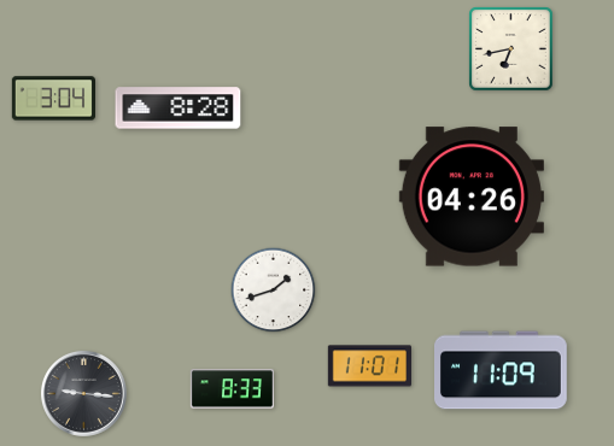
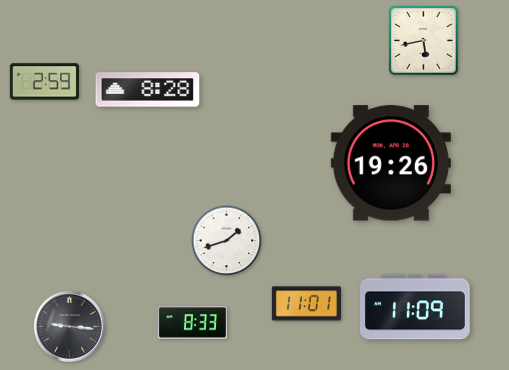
clock at (511, 49): 6:43 -> 5:43
clock at (53, 99): 3:04 -> 2:59
clock at (472, 196): 04:26 -> 19:26
